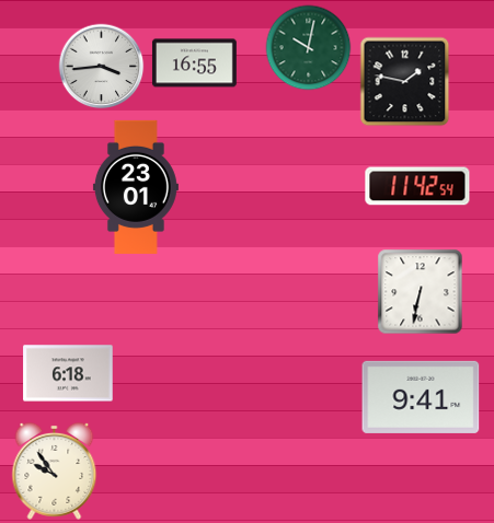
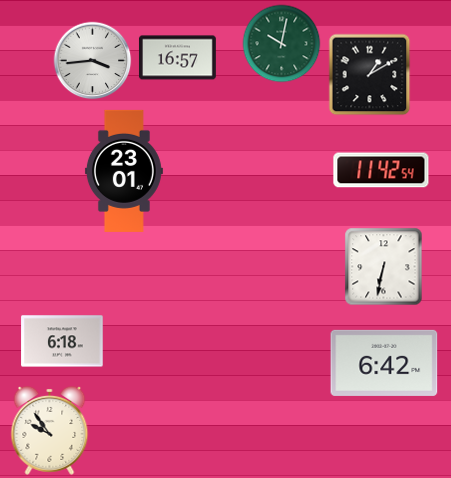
clock at (194, 63): 16:55 -> 16:57
clock at (404, 81): 1:47 -> 1:10
clock at (421, 397): 9:41 -> 6:42
